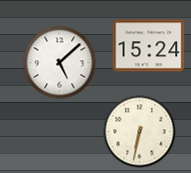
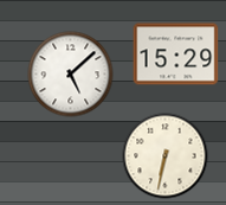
clock at (149, 46): 15:24 -> 15:29
